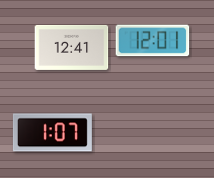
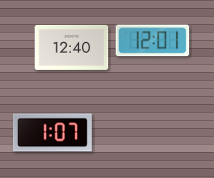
clock at (72, 47): 12:41 -> 12:40
